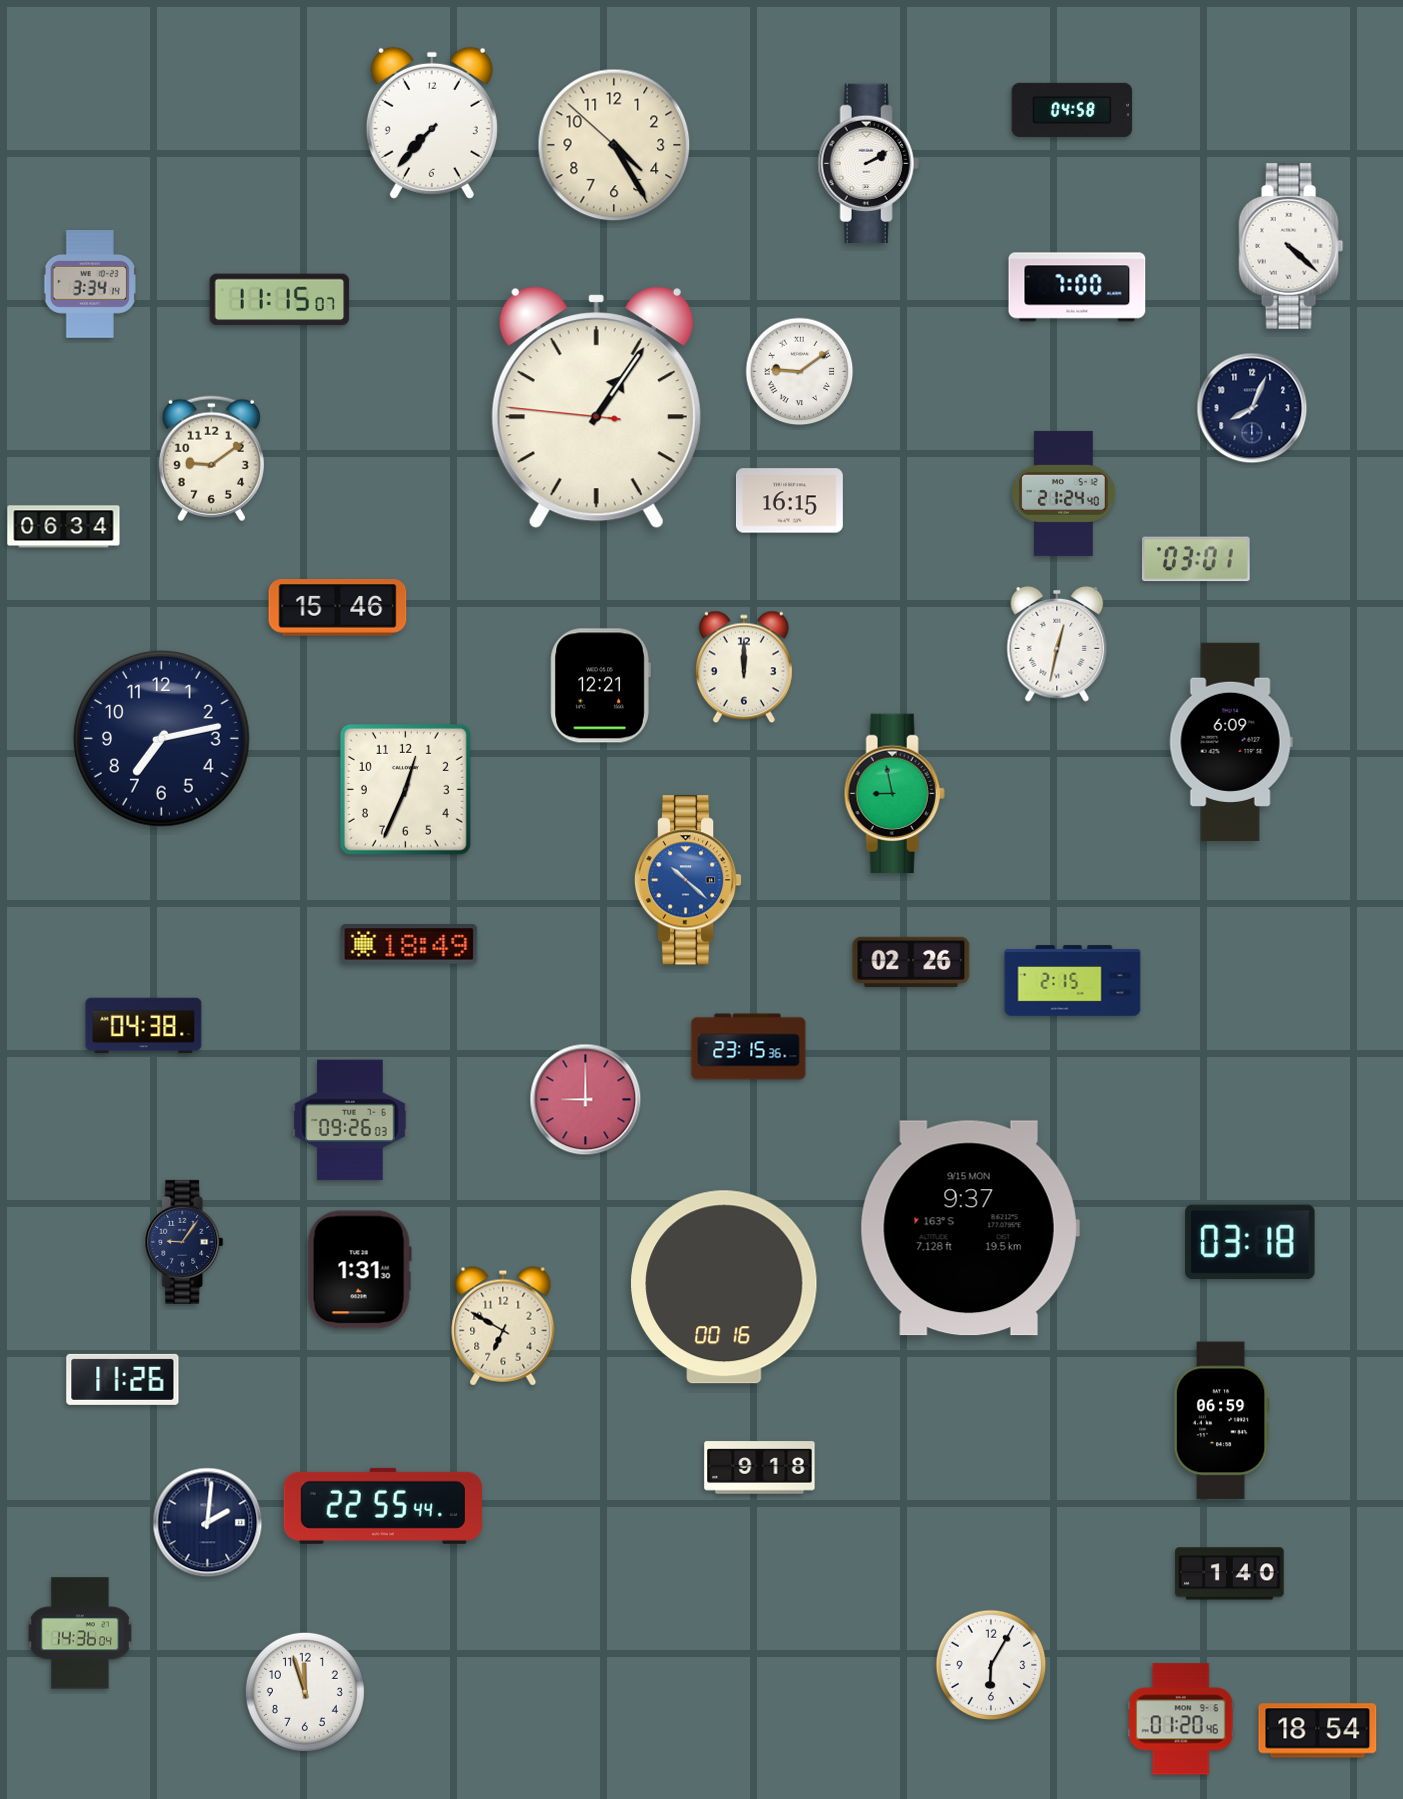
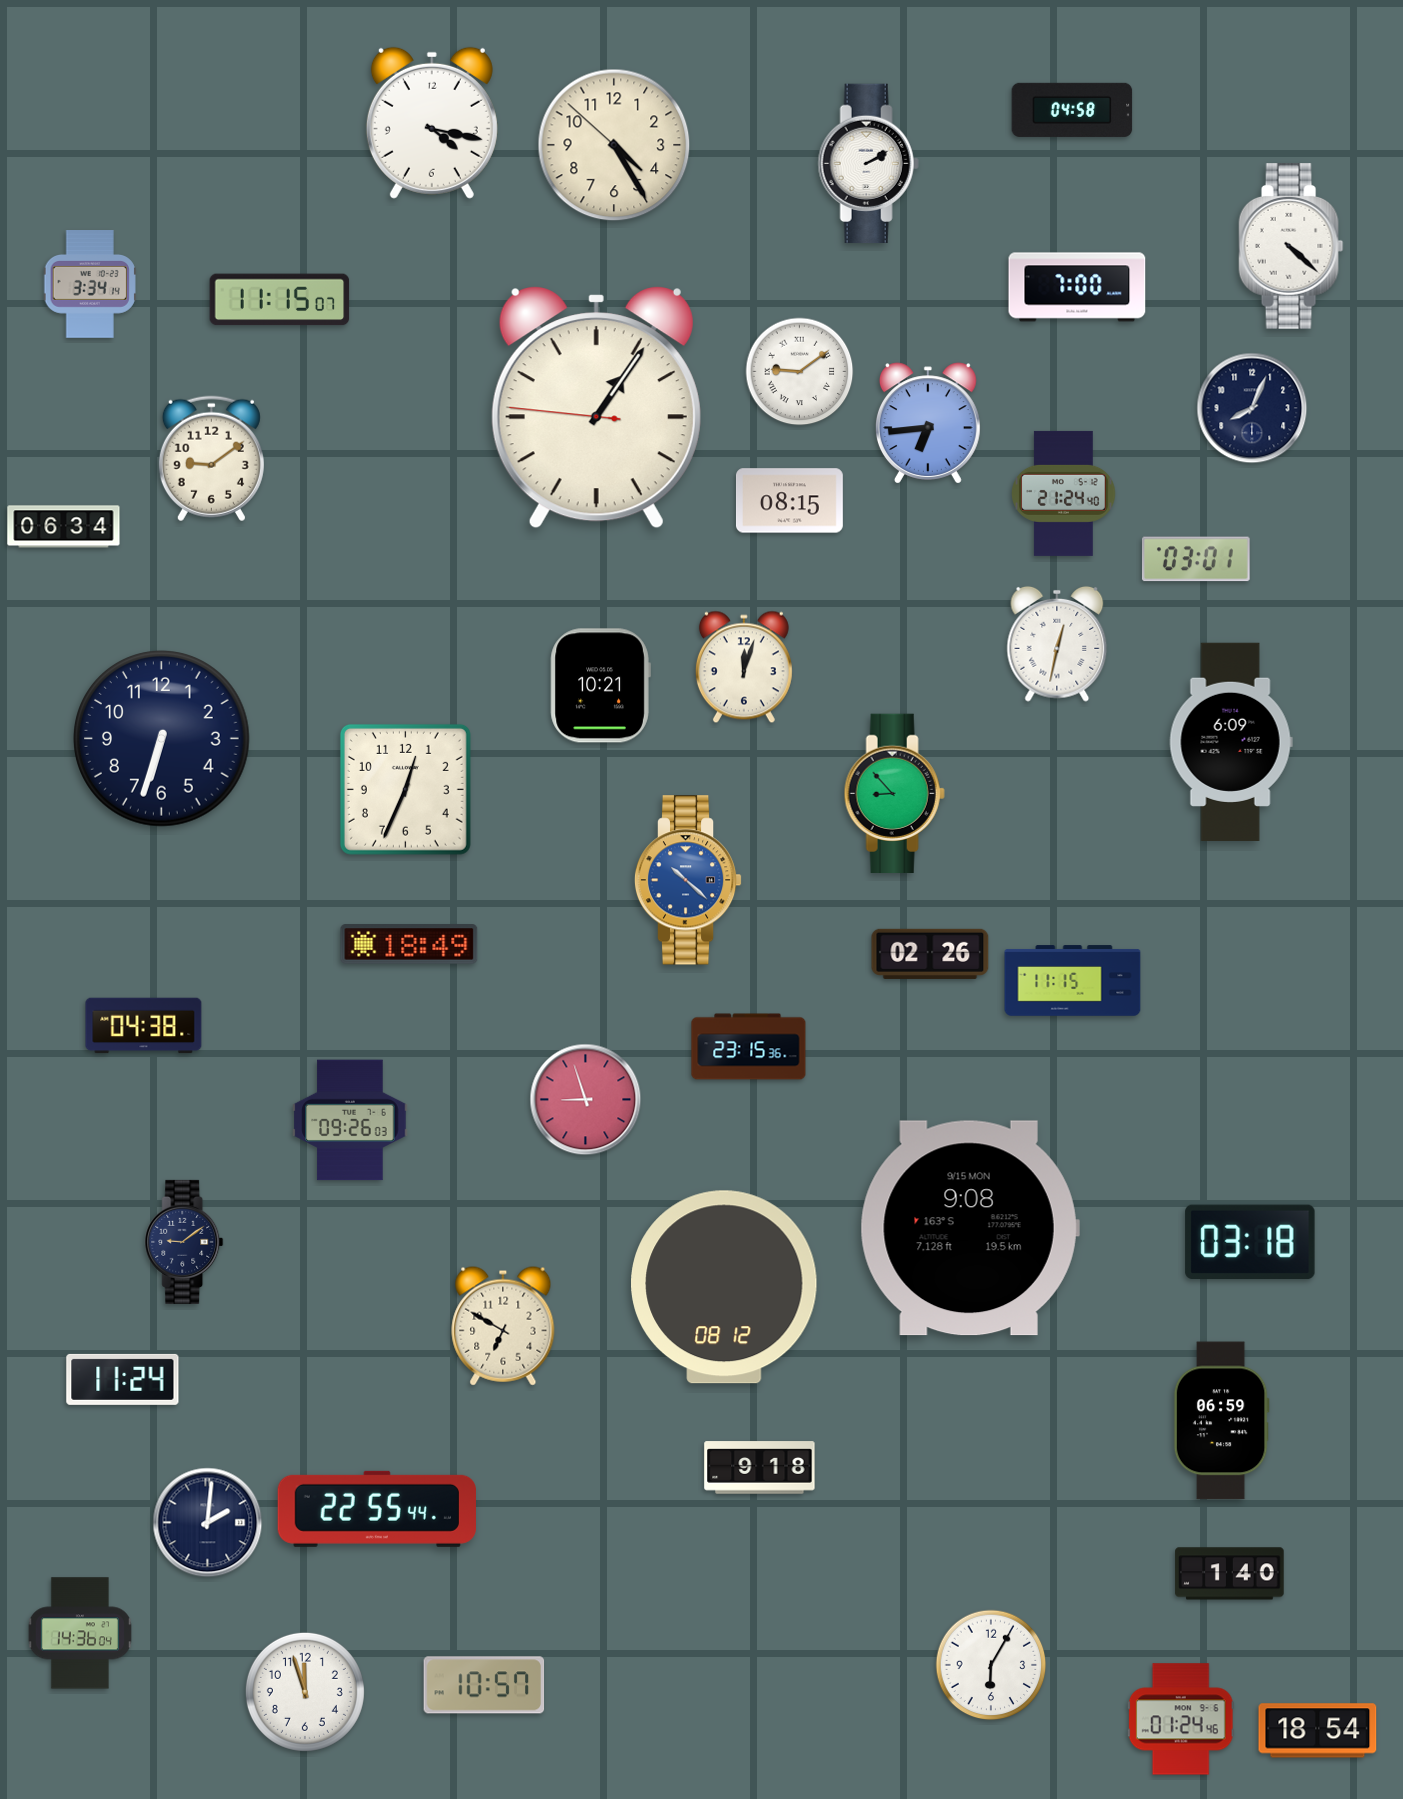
clock at (432, 123): 7:37 -> 4:17
clock at (928, 423): none -> 6:44
clock at (789, 501): 16:15 -> 08:15
clock at (338, 608): 15:46 -> none
clock at (744, 667): 12:00 -> 12:03
clock at (600, 686): 12:21 -> 10:21
clock at (162, 739): 7:13 -> 6:33
clock at (894, 794): 8:58 -> 8:53
clock at (911, 962) position: (911, 962) -> (930, 954)
clock at (1073, 981): 2:15 -> 11:15
clock at (586, 1100): 9:00 -> 8:57
clock at (970, 1228): 9:37 -> 9:08
clock at (184, 1242): 9:06 -> 9:09
clock at (359, 1270): 1:31 -> none
clock at (725, 1287): 00:16 -> 08:12
clock at (123, 1379): 11:26 -> 11:24
clock at (383, 1506) position: (383, 1506) -> (377, 1509)
clock at (484, 1685): none -> 10:57
clock at (1181, 1719): 01:20 -> 01:24
